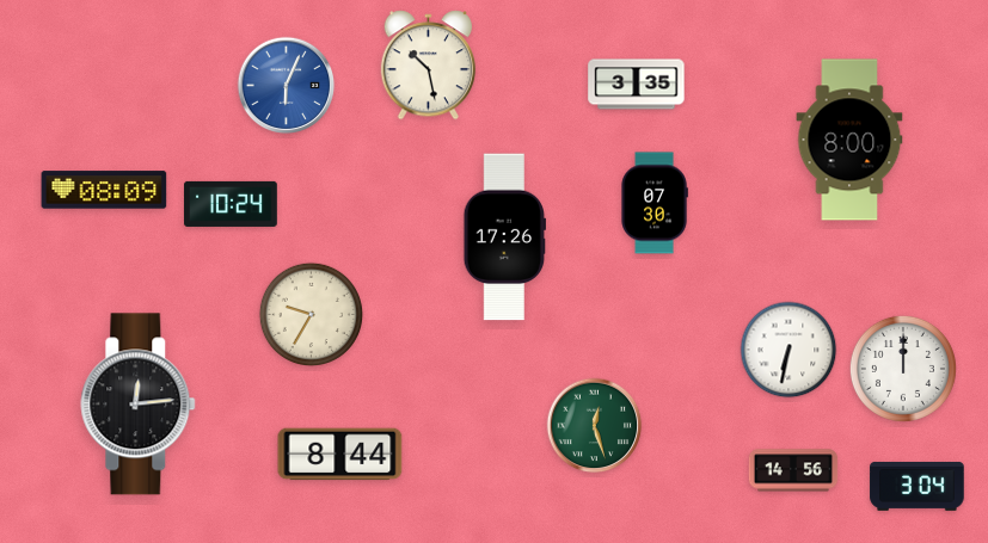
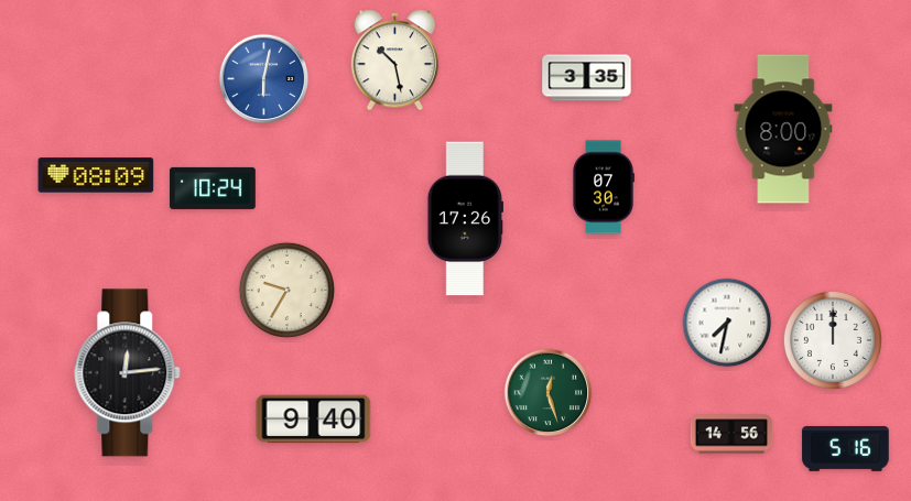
clock at (287, 86): 6:04 -> 6:02
clock at (788, 350): 6:32 -> 7:32
clock at (340, 455): 8:44 -> 9:40
clock at (918, 486): 3:04 -> 5:16
